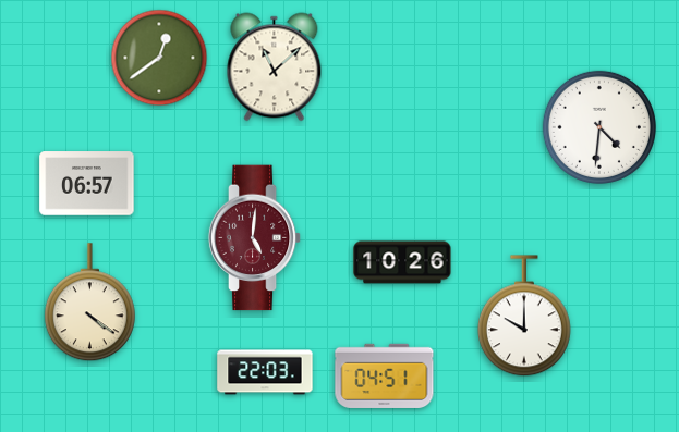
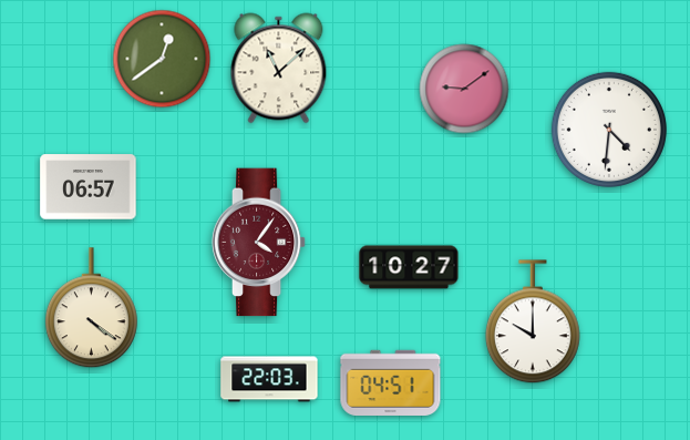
clock at (464, 89): none -> 9:09
clock at (255, 238): 5:01 -> 4:06
clock at (402, 262): 10:26 -> 10:27
